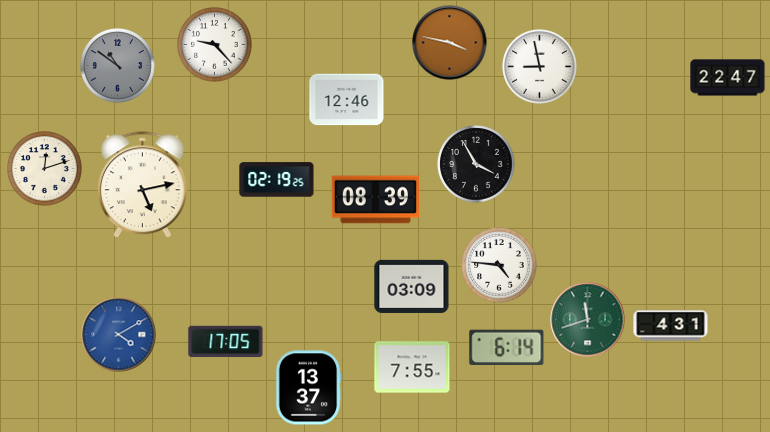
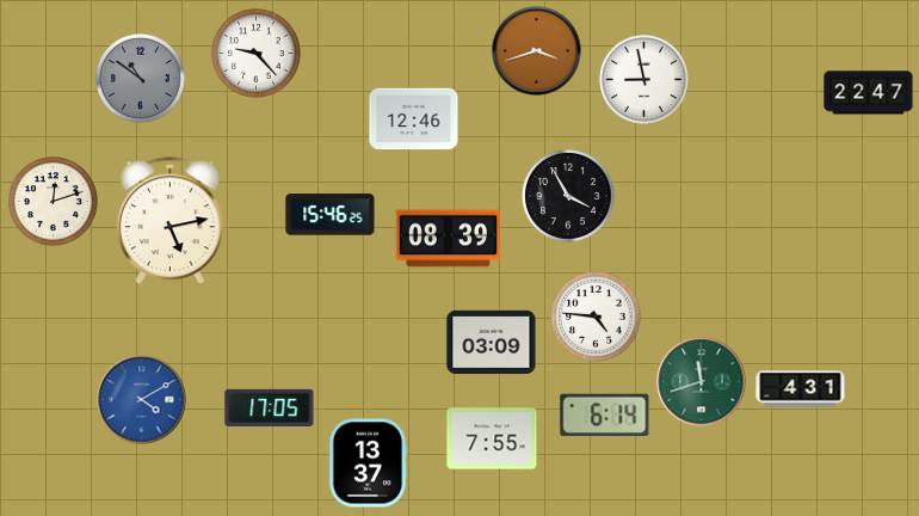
clock at (450, 43): 3:47 -> 3:42
clock at (277, 180): 02:19 -> 15:46
